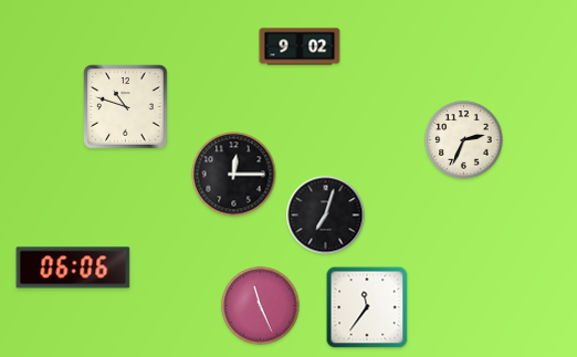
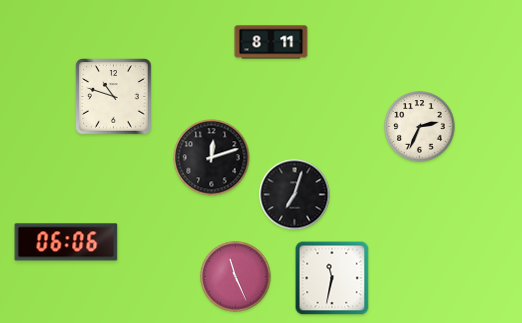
clock at (300, 46): 9:02 -> 8:11
clock at (234, 175): 12:15 -> 12:12
clock at (367, 307): 11:36 -> 11:32
